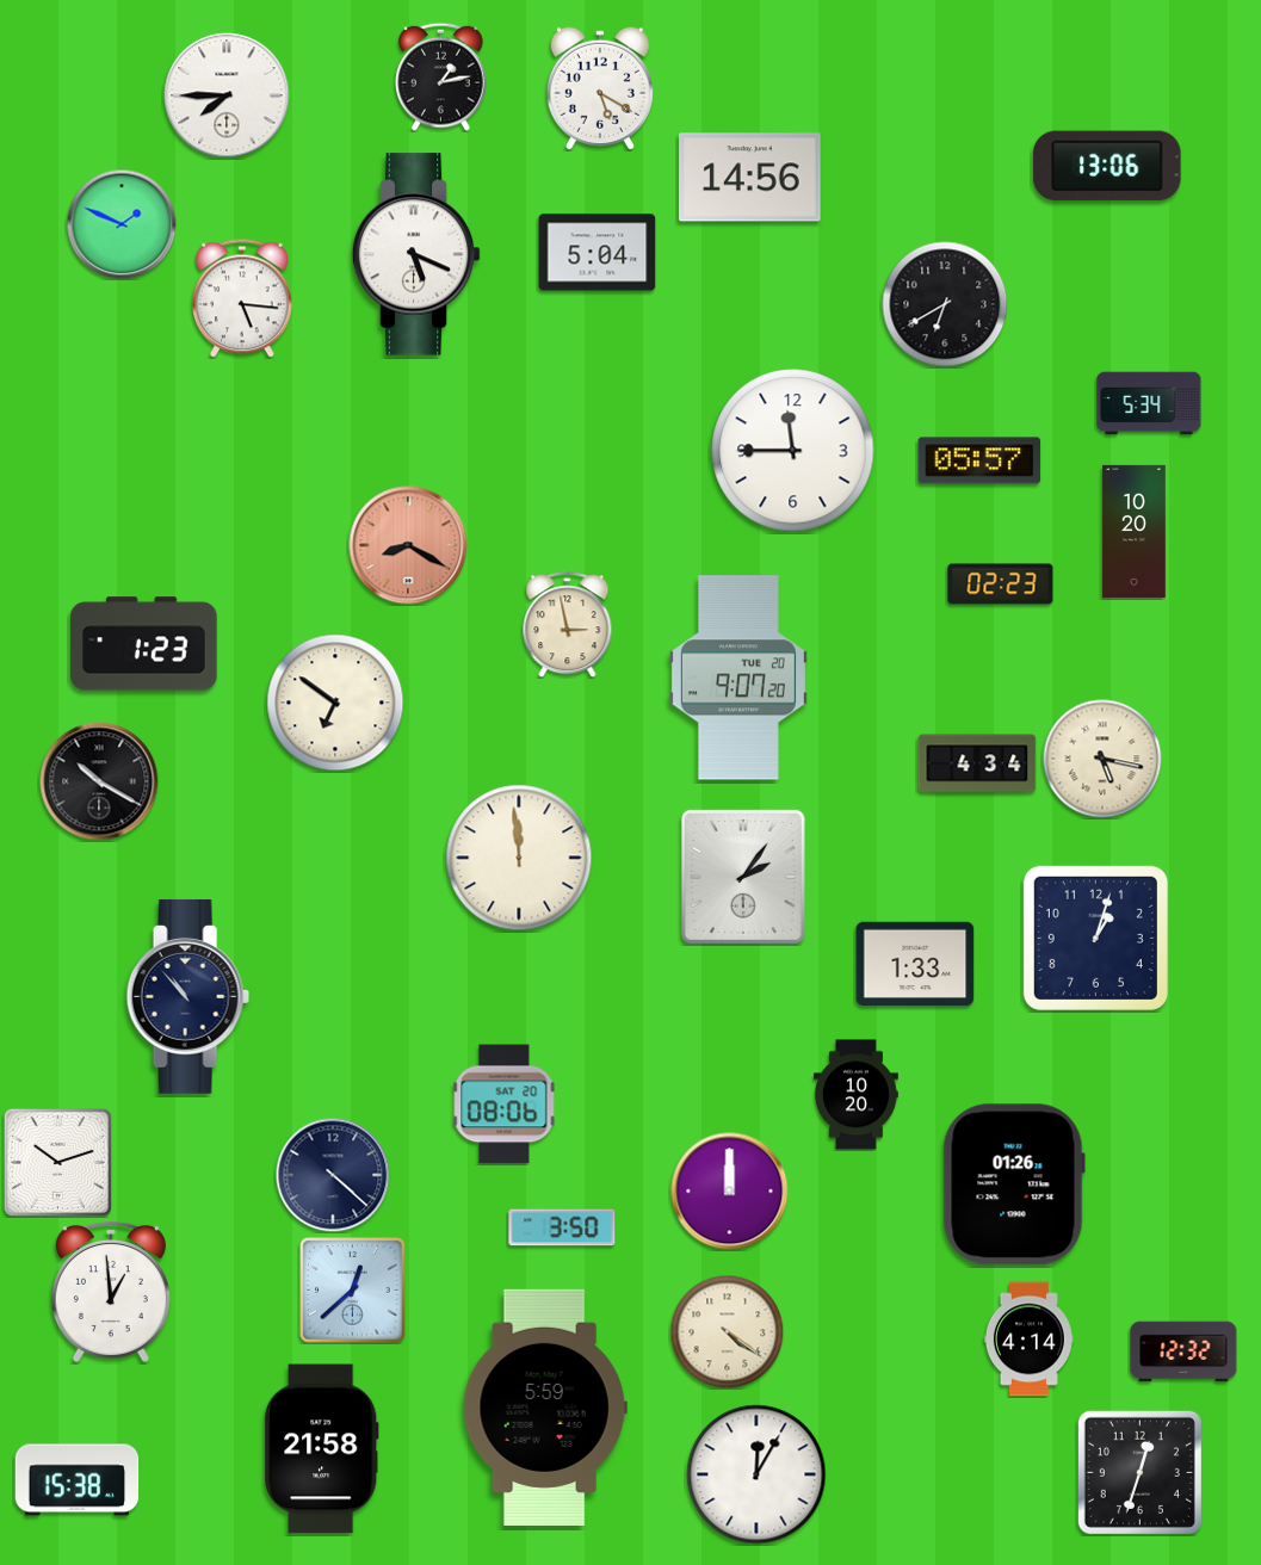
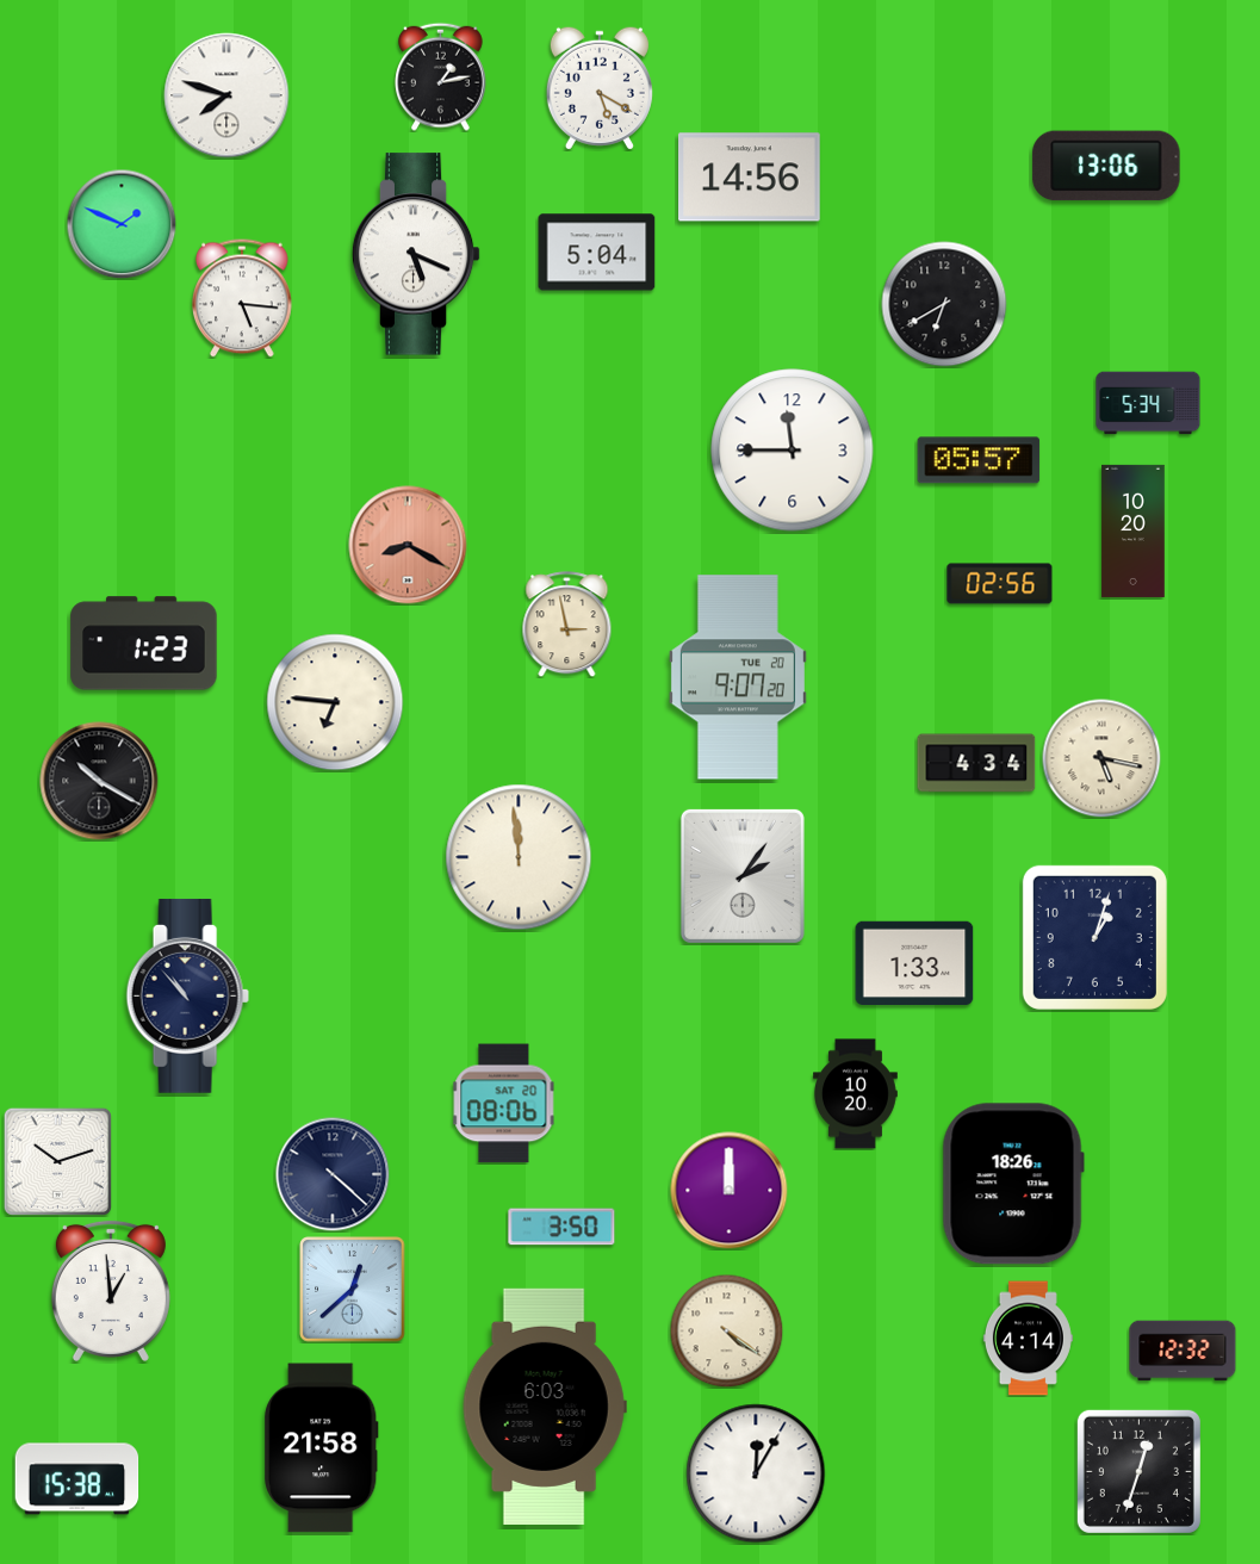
clock at (227, 95): 7:45 -> 7:48
clock at (1001, 584): 02:23 -> 02:56
clock at (335, 703): 6:51 -> 6:46
clock at (1014, 1184): 01:26 -> 18:26
clock at (545, 1408): 5:59 -> 6:03
